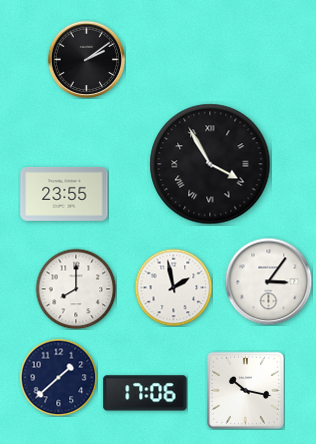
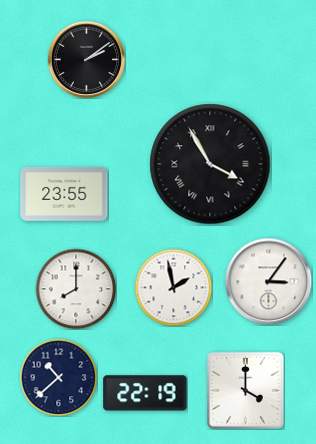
clock at (58, 377): 1:38 -> 10:38
clock at (245, 390): 10:17 -> 4:00
clock at (145, 393): 17:06 -> 22:19
